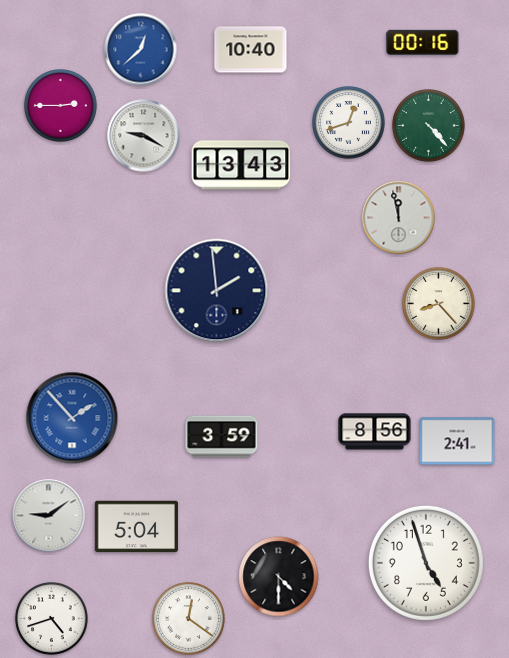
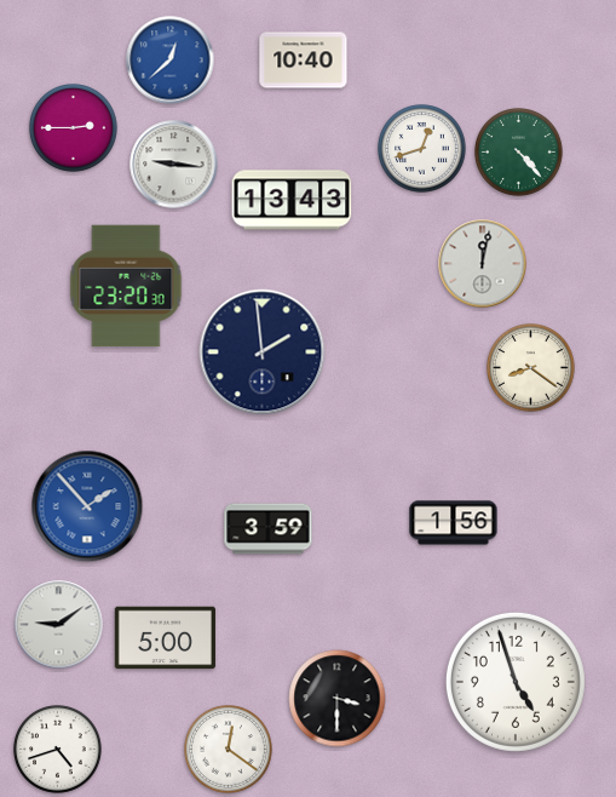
clock at (423, 42): 00:16 -> none
clock at (144, 136): 9:20 -> 9:16
clock at (399, 218): 11:58 -> 12:02
clock at (126, 286): none -> 23:20
clock at (439, 304): 8:23 -> 8:21
clock at (375, 432): 8:56 -> 1:56
clock at (457, 441): 2:41 -> none
clock at (136, 527): 5:04 -> 5:00
clock at (279, 577): 4:30 -> 3:30
clock at (52, 619) position: (52, 619) -> (58, 750)
